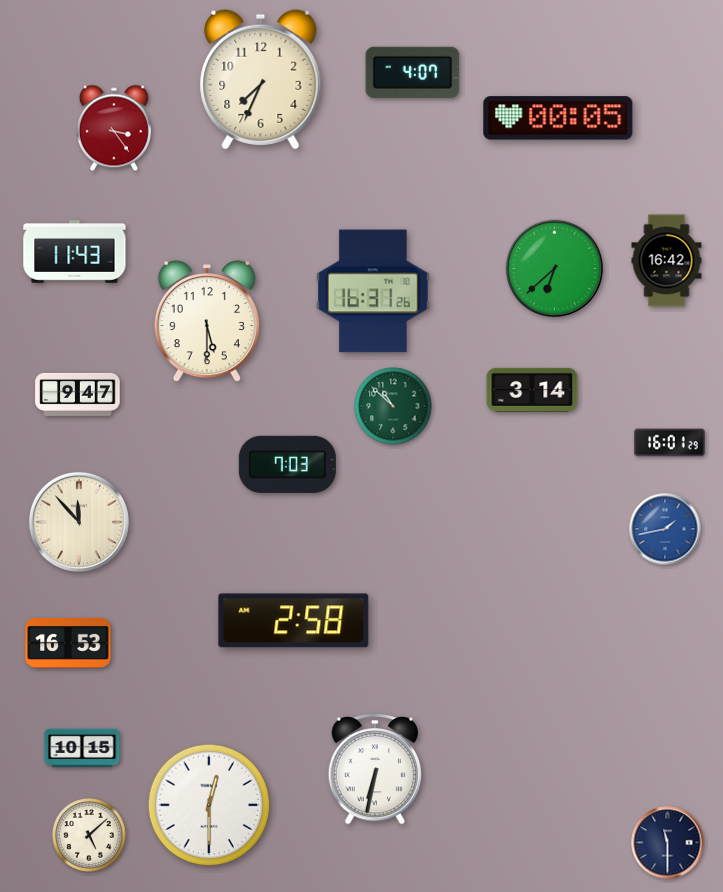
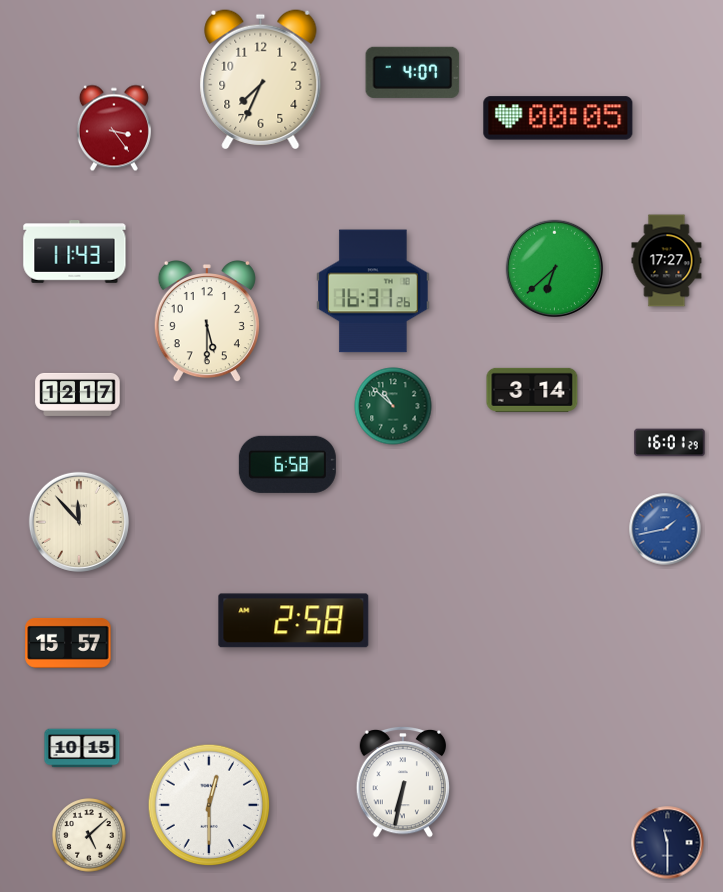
clock at (667, 261): 16:42 -> 17:27
clock at (78, 394): 9:47 -> 12:17
clock at (287, 464): 7:03 -> 6:58
clock at (68, 643): 16:53 -> 15:57
clock at (374, 769) position: (374, 769) -> (402, 782)
